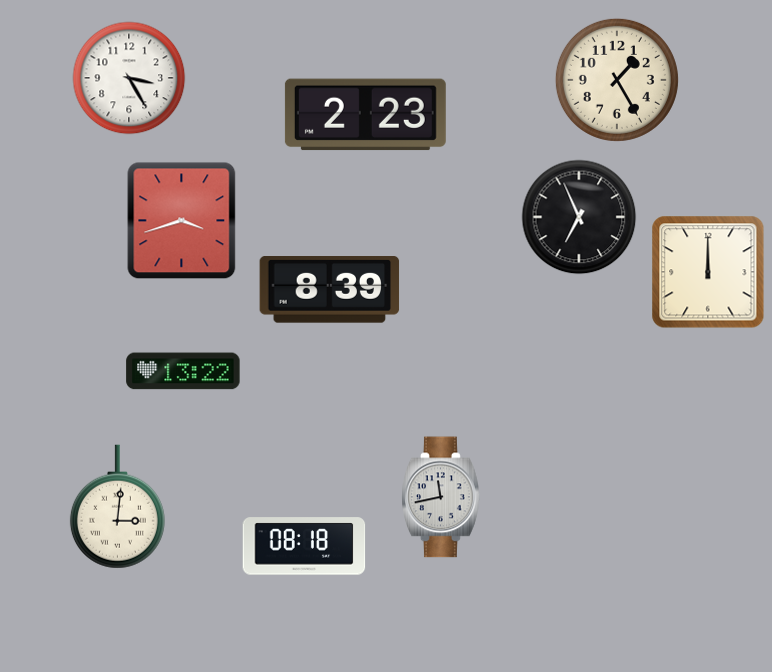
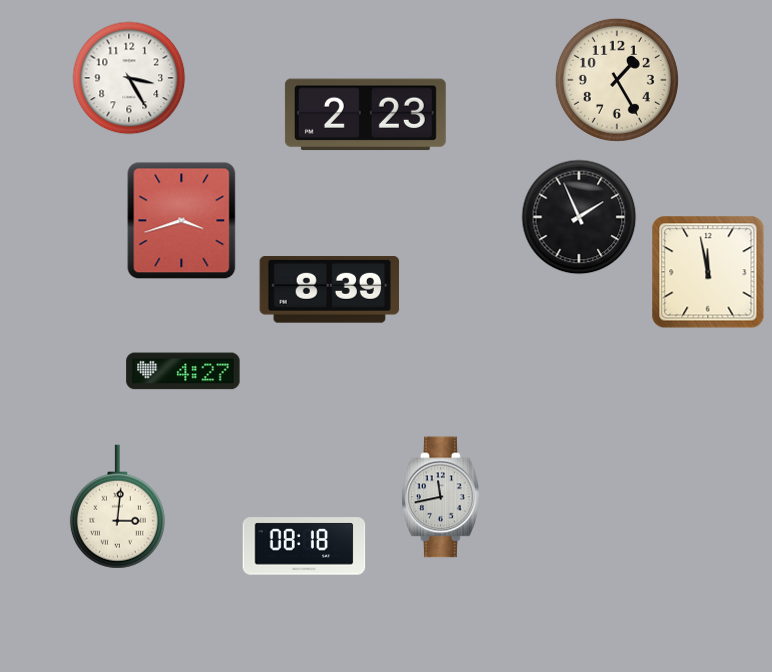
clock at (579, 217): 6:56 -> 1:56
clock at (708, 272): 12:00 -> 11:58
clock at (183, 371): 13:22 -> 4:27
